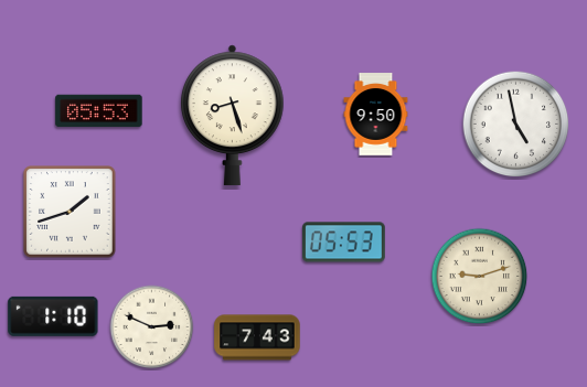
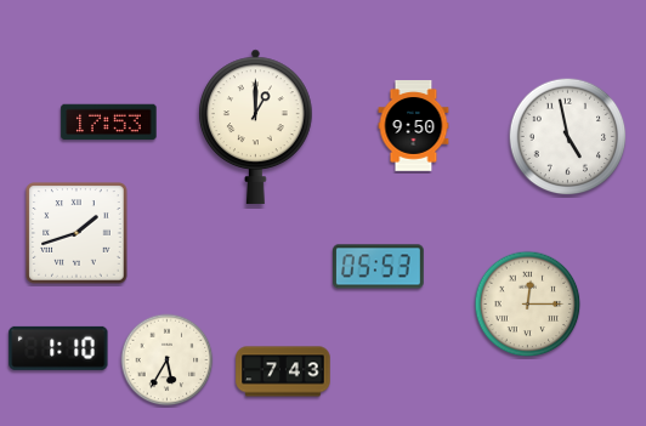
clock at (99, 111): 05:53 -> 17:53
clock at (233, 115): 8:27 -> 1:00
clock at (480, 277): 9:12 -> 12:15
clock at (152, 327): 2:49 -> 5:35
